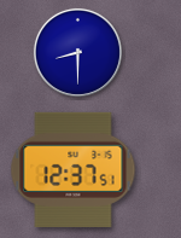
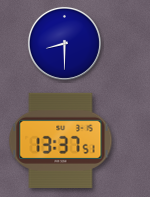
clock at (74, 169): 12:37 -> 13:37
